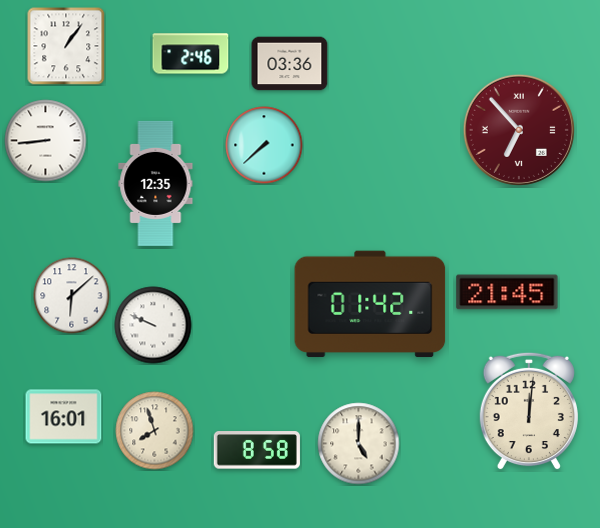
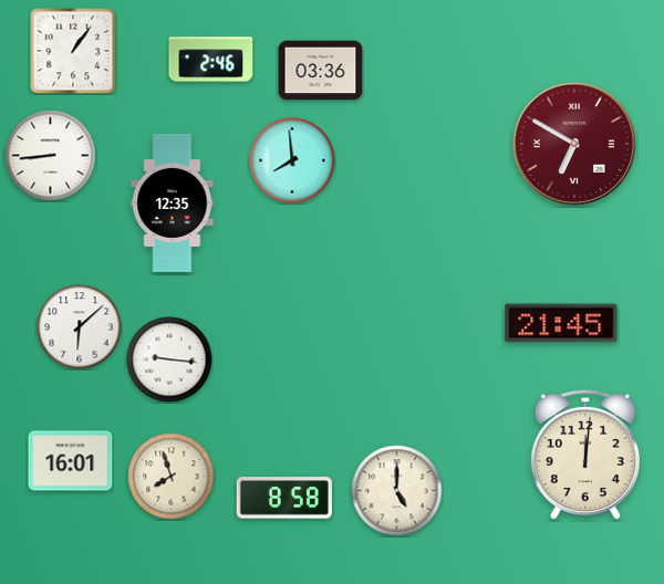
clock at (519, 130): 6:53 -> 6:50
clock at (264, 145): 7:38 -> 7:59
clock at (370, 304): 01:42 -> none
clock at (153, 325): 9:49 -> 9:16
